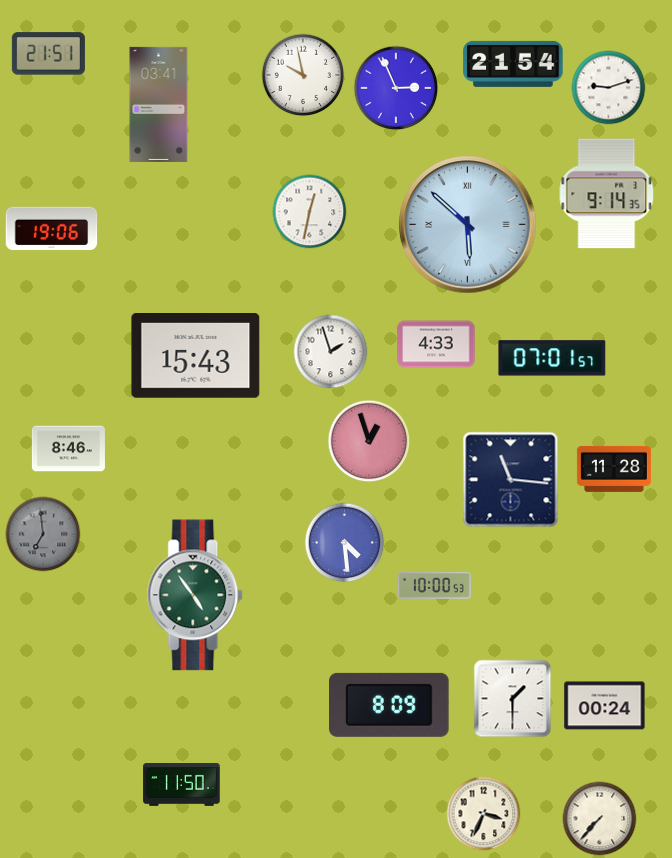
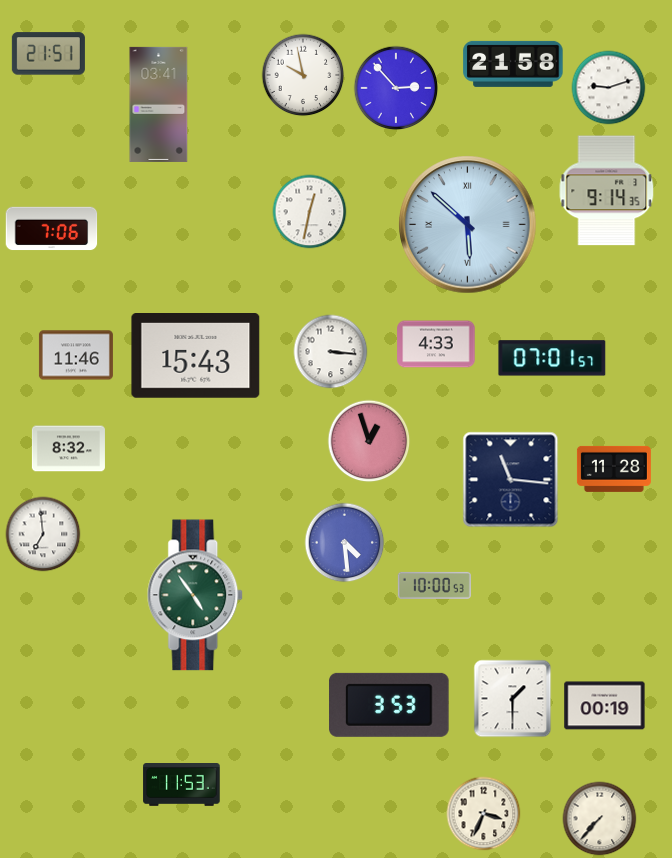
clock at (513, 64): 21:54 -> 21:58
clock at (396, 88): 2:56 -> 2:53
clock at (607, 194) position: (607, 194) -> (607, 191)
clock at (52, 229): 19:06 -> 7:06
clock at (331, 352): 1:57 -> 3:16
clock at (76, 355): none -> 11:46
clock at (68, 449): 8:46 -> 8:32
clock at (43, 534) dial: grey -> white
clock at (389, 705): 8:09 -> 3:53
clock at (605, 706): 00:24 -> 00:19
clock at (182, 785): 11:50 -> 11:53
